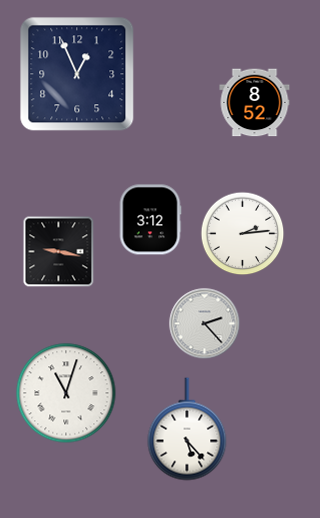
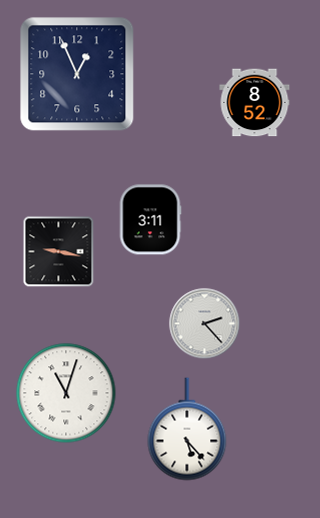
clock at (150, 220): 3:12 -> 3:11
clock at (243, 234): 2:14 -> none
